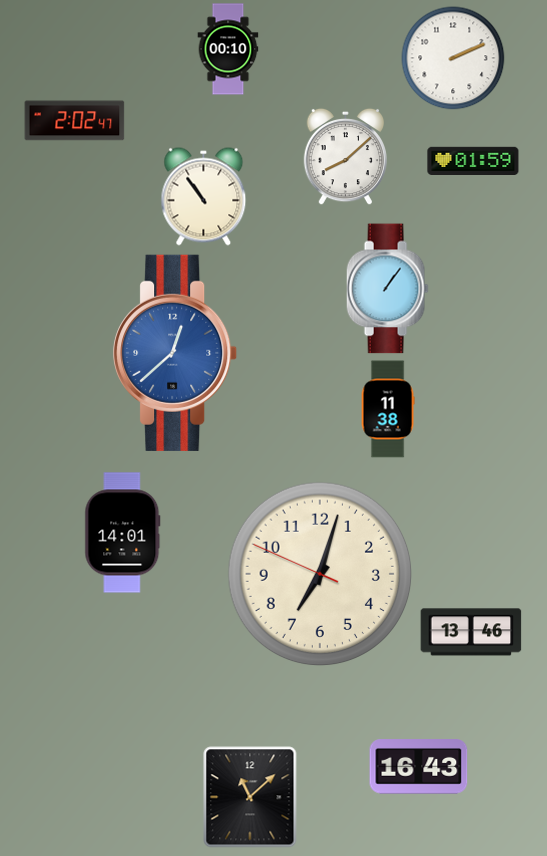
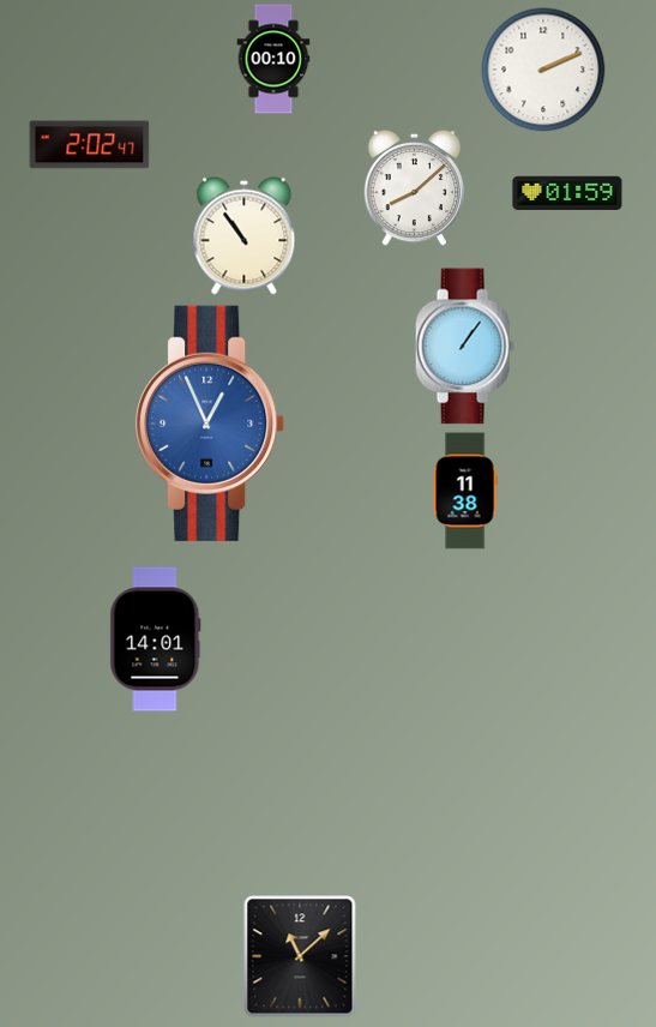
clock at (176, 353): 12:38 -> 12:56
clock at (123, 533) position: (123, 533) -> (156, 639)
clock at (320, 574): 7:02 -> none
clock at (471, 632): 13:46 -> none
clock at (419, 767): 16:43 -> none
